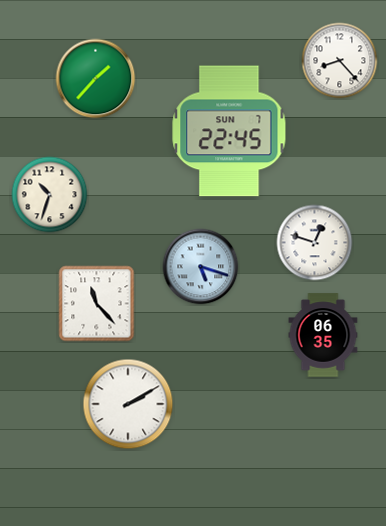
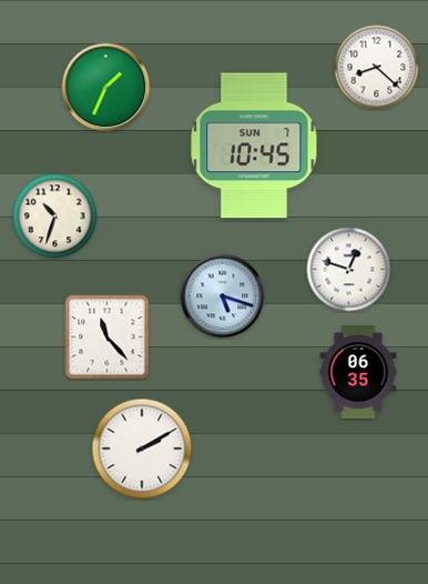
clock at (340, 61): 8:23 -> 8:22
clock at (96, 79): 1:37 -> 1:34
clock at (229, 131): 22:45 -> 10:45
